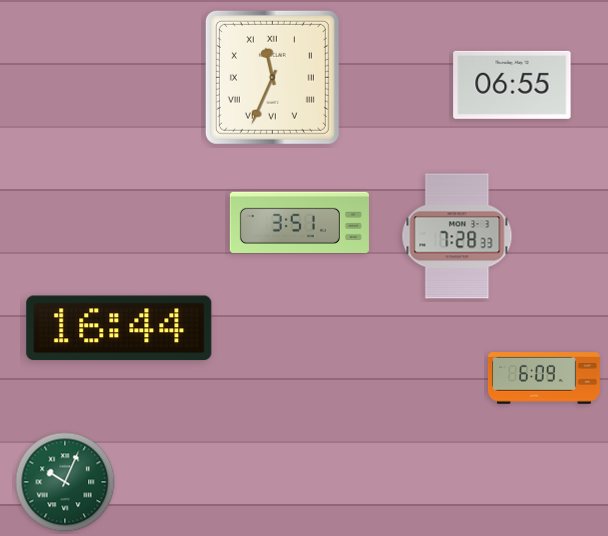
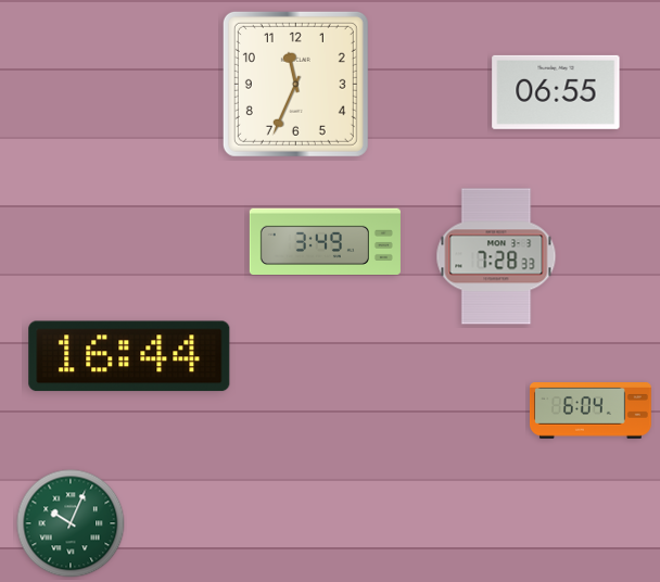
clock at (272, 77) numerals: Roman -> Arabic
clock at (299, 222): 3:51 -> 3:49
clock at (544, 379): 6:09 -> 6:04
